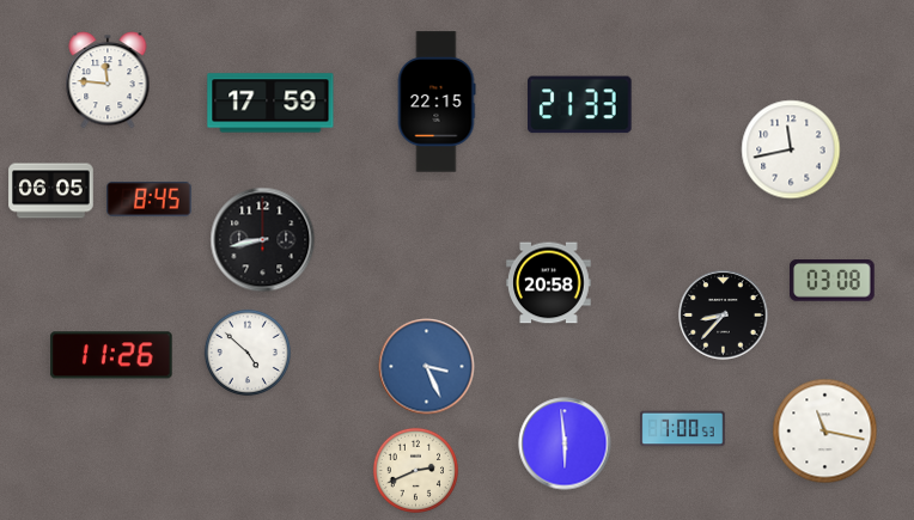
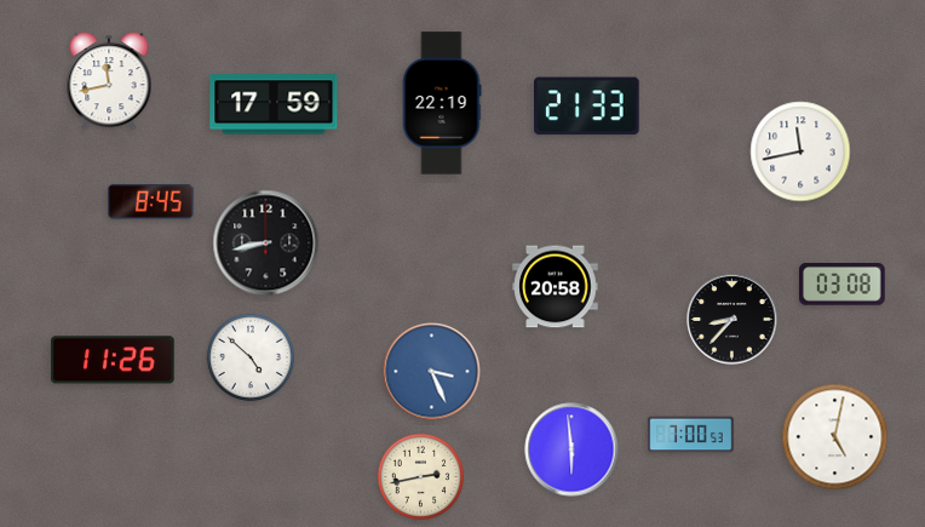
clock at (108, 80): 11:46 -> 11:43
clock at (437, 102): 22:15 -> 22:19
clock at (51, 191): 06:05 -> none
clock at (825, 432): 11:17 -> 5:02
clock at (415, 470): 2:41 -> 2:43
